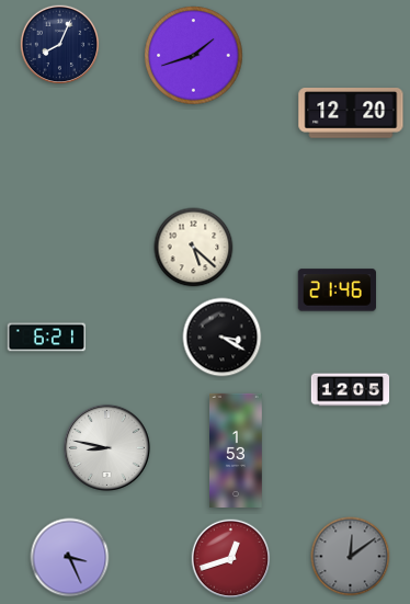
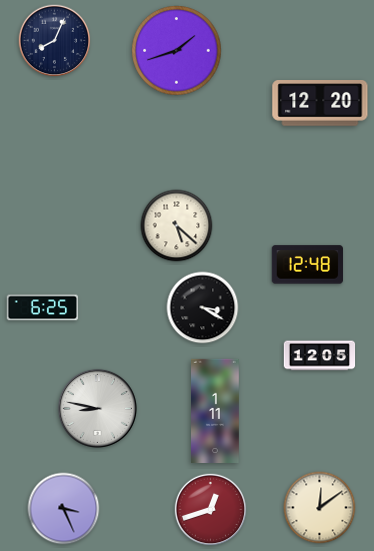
clock at (337, 290): 21:46 -> 12:48
clock at (47, 338): 6:21 -> 6:25
clock at (237, 449): 1:53 -> 1:11
clock at (351, 557) dial: grey -> cream
